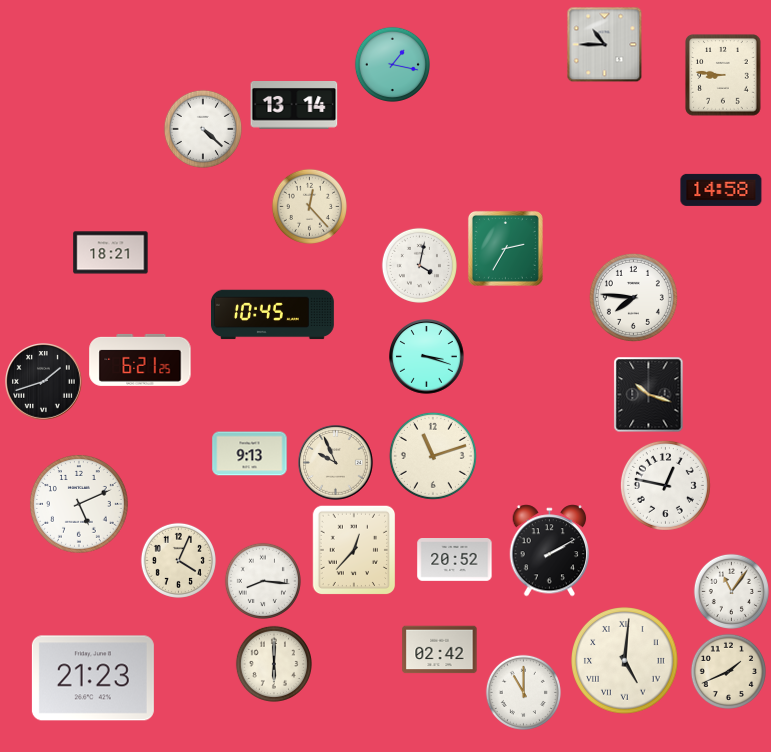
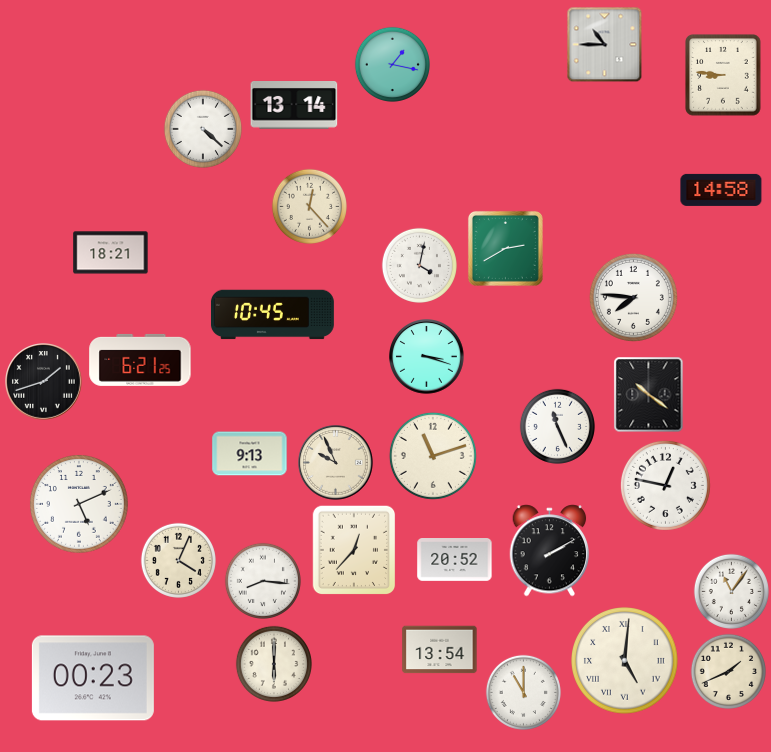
clock at (505, 248): 2:35 -> 2:40
clock at (649, 395): 10:18 -> 10:21
clock at (557, 426): none -> 11:26
clock at (440, 650): 02:42 -> 13:54
clock at (93, 678): 21:23 -> 00:23
